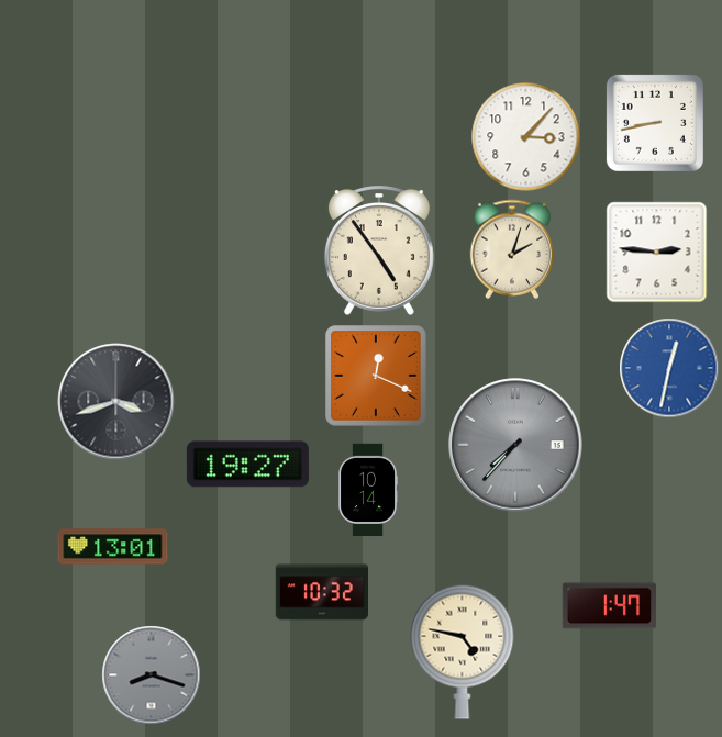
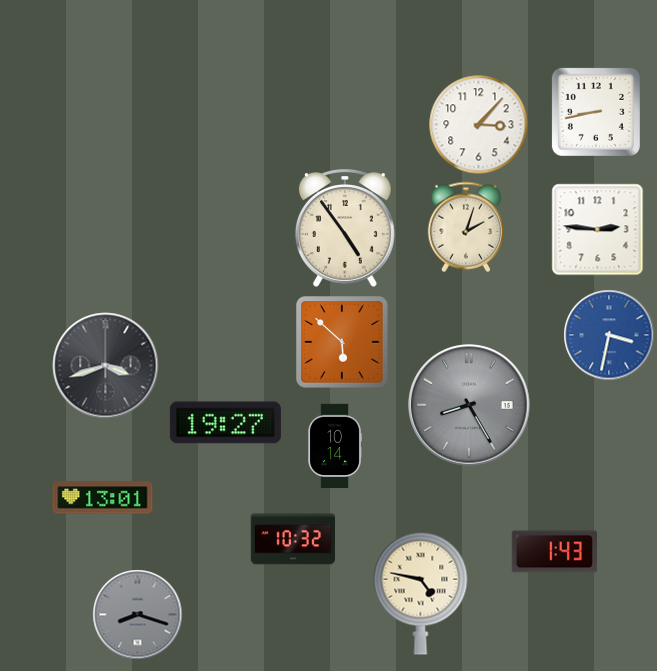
clock at (669, 368): 12:32 -> 3:32
clock at (376, 376): 12:19 -> 5:52
clock at (515, 445): 7:37 -> 8:25
clock at (609, 606): 1:47 -> 1:43
